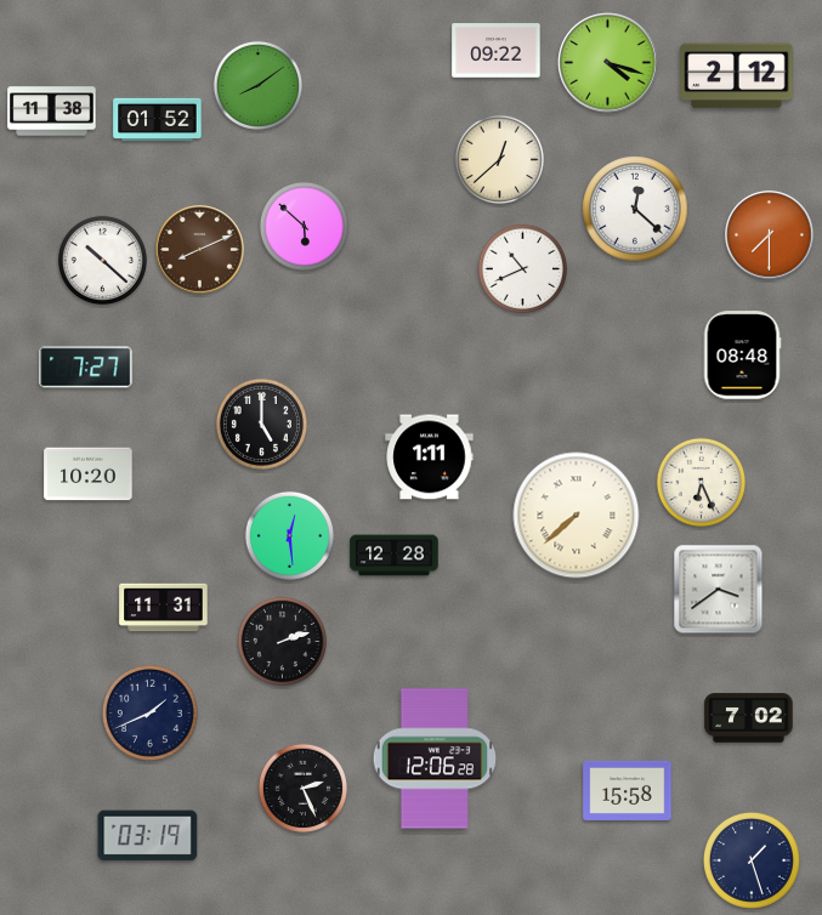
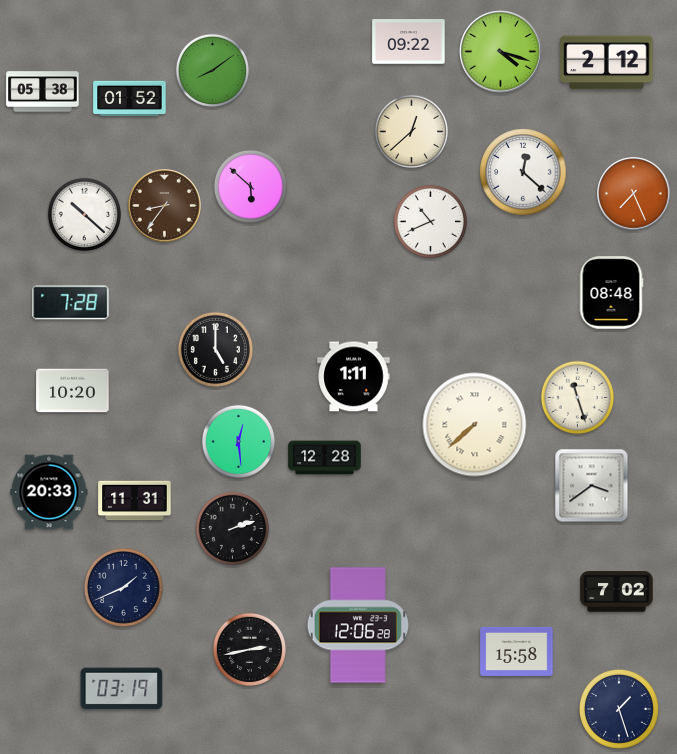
clock at (52, 112): 11:38 -> 05:38
clock at (770, 235): 7:30 -> 7:26
clock at (200, 250): 8:11 -> 8:36
clock at (86, 368): 7:27 -> 7:28
clock at (701, 482): 6:26 -> 11:27
clock at (49, 492): none -> 20:33
clock at (302, 788): 2:26 -> 2:43
